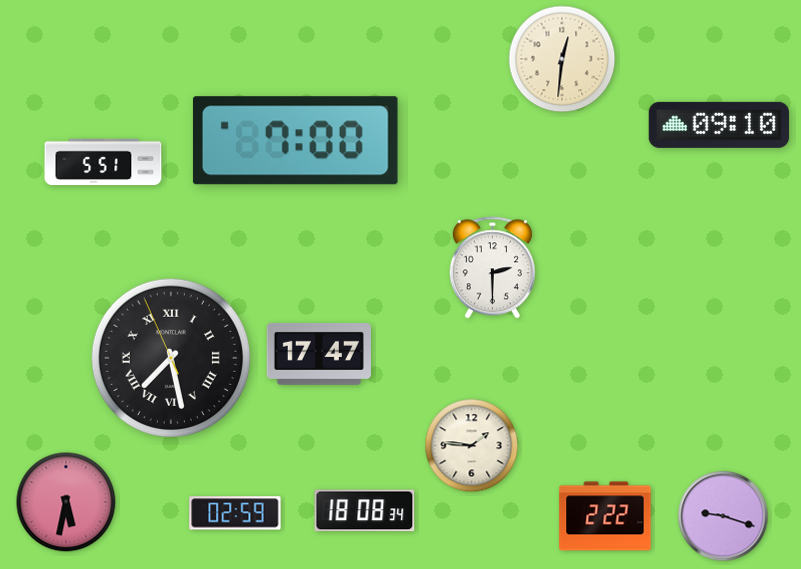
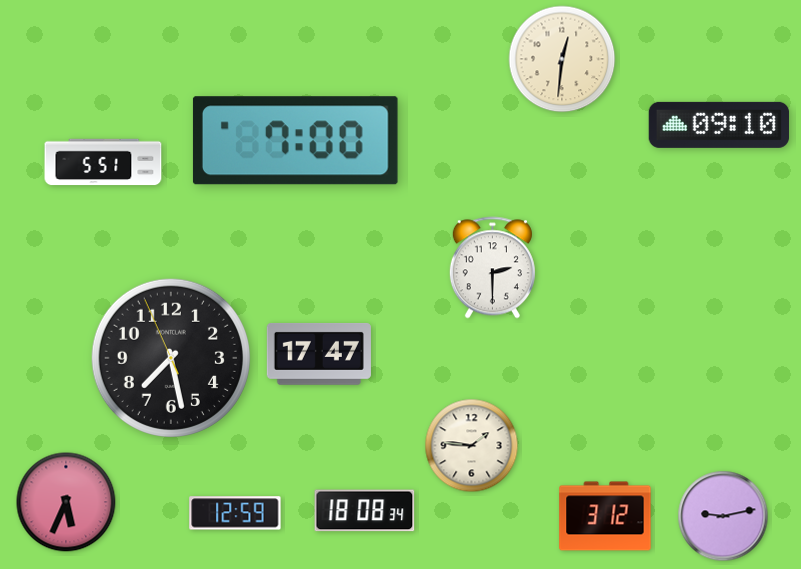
clock at (171, 358) numerals: Roman -> Arabic
clock at (66, 502): 5:32 -> 5:34
clock at (235, 513): 02:59 -> 12:59
clock at (605, 516): 2:22 -> 3:12
clock at (723, 516): 9:18 -> 9:13
